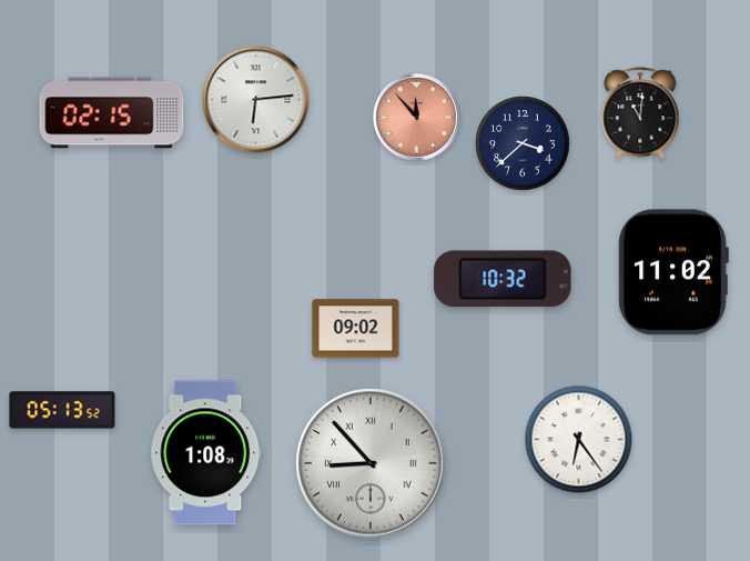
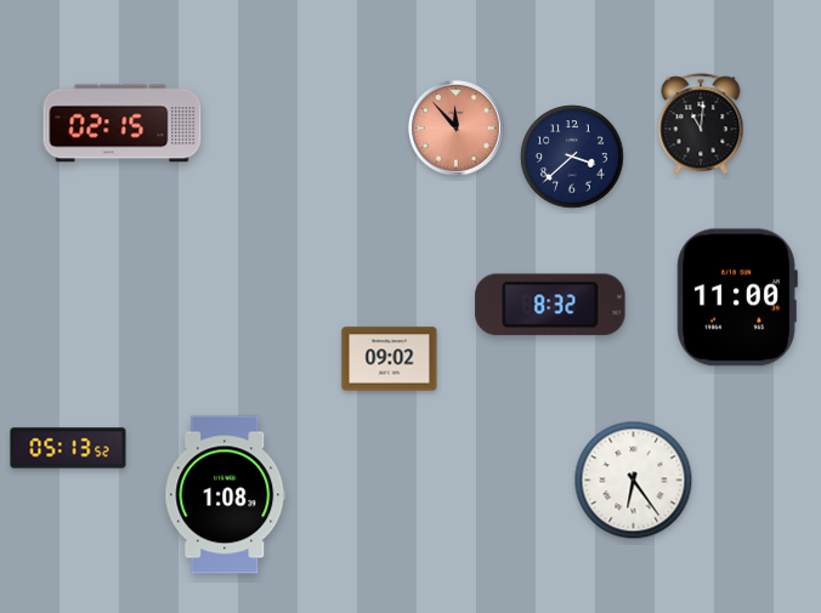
clock at (256, 100): 6:14 -> none
clock at (673, 272): 11:02 -> 11:00
clock at (503, 279): 10:32 -> 8:32
clock at (371, 463): 8:53 -> none
